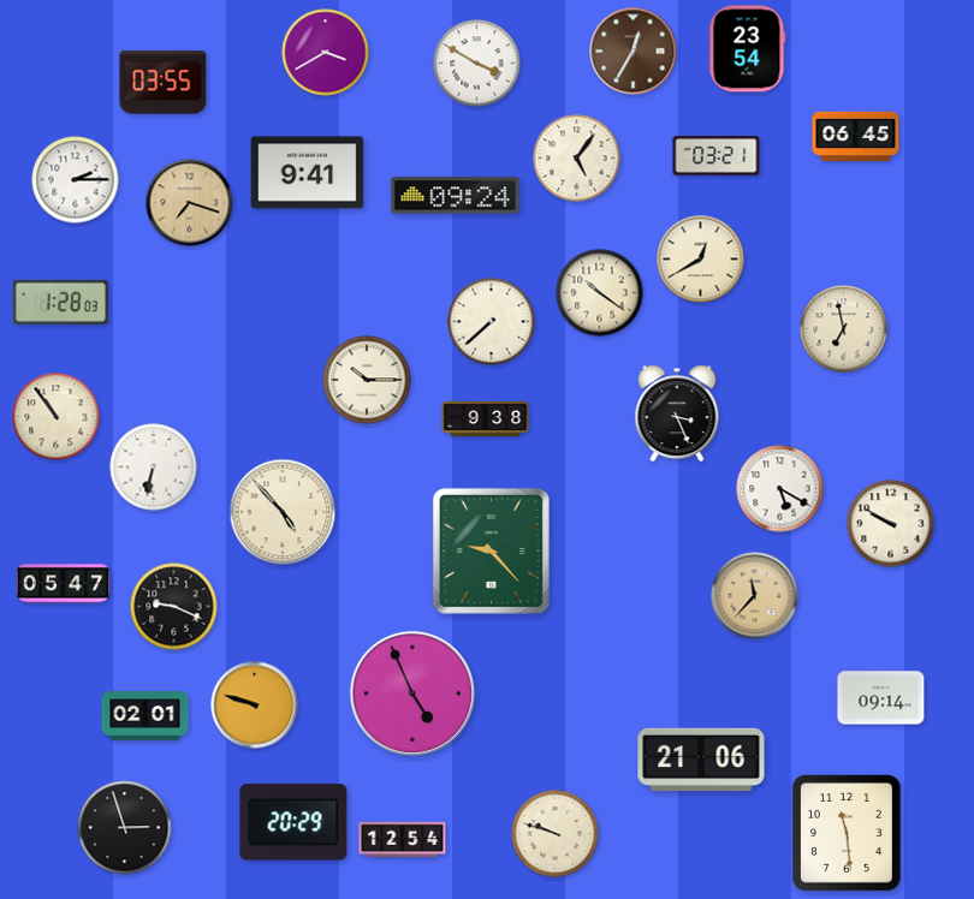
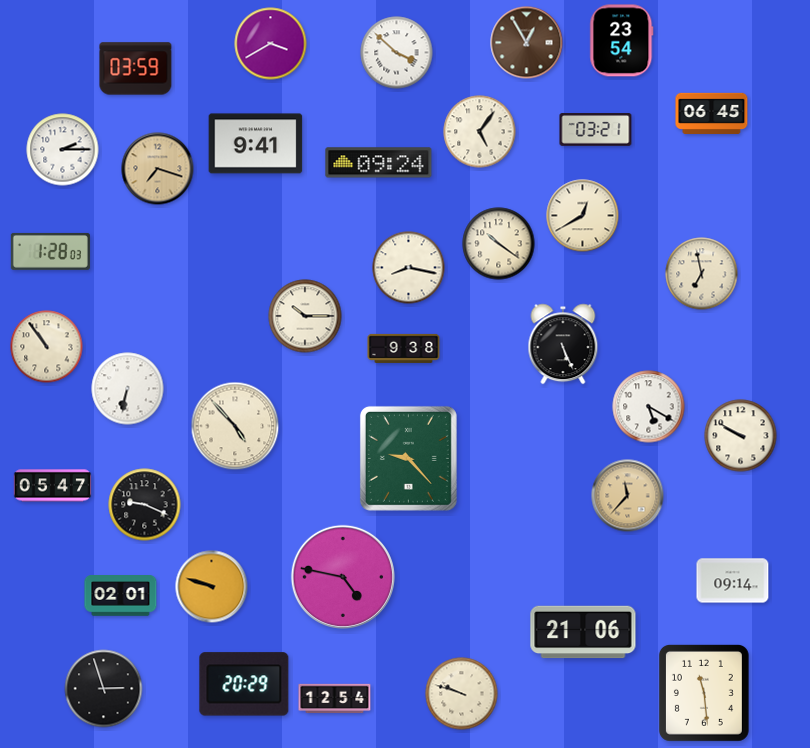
clock at (634, 52): 12:35 -> 12:55
clock at (477, 64): 3:50 -> 3:52
clock at (164, 83): 03:55 -> 03:59
clock at (492, 322): 7:38 -> 8:17
clock at (677, 413): 3:26 -> 5:26
clock at (412, 693): 4:56 -> 4:47
